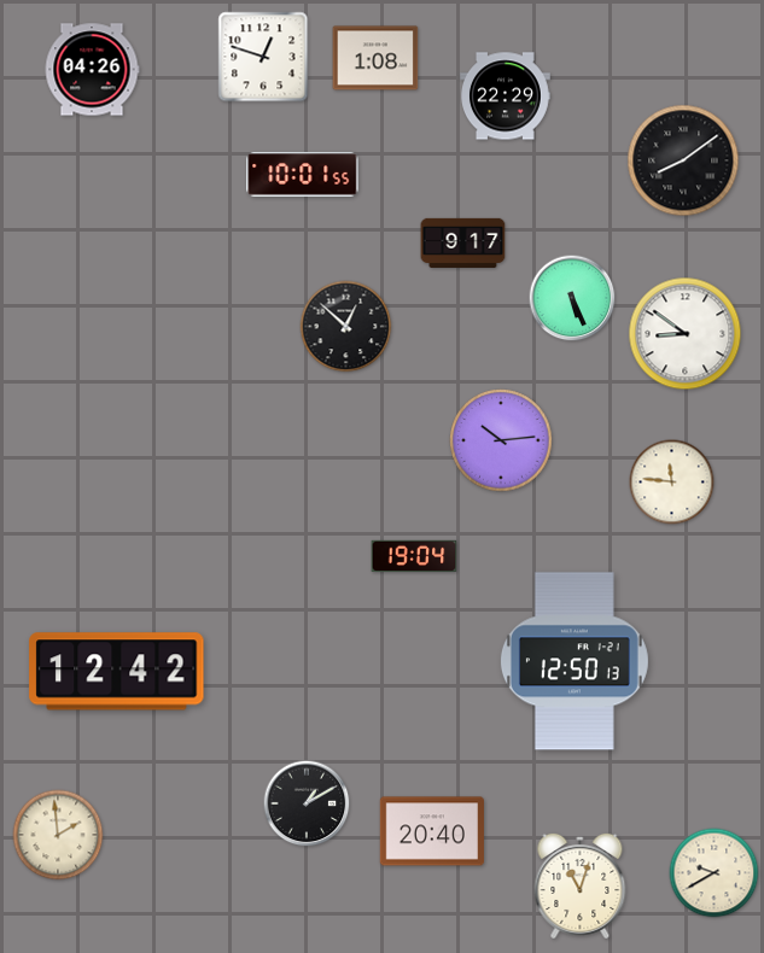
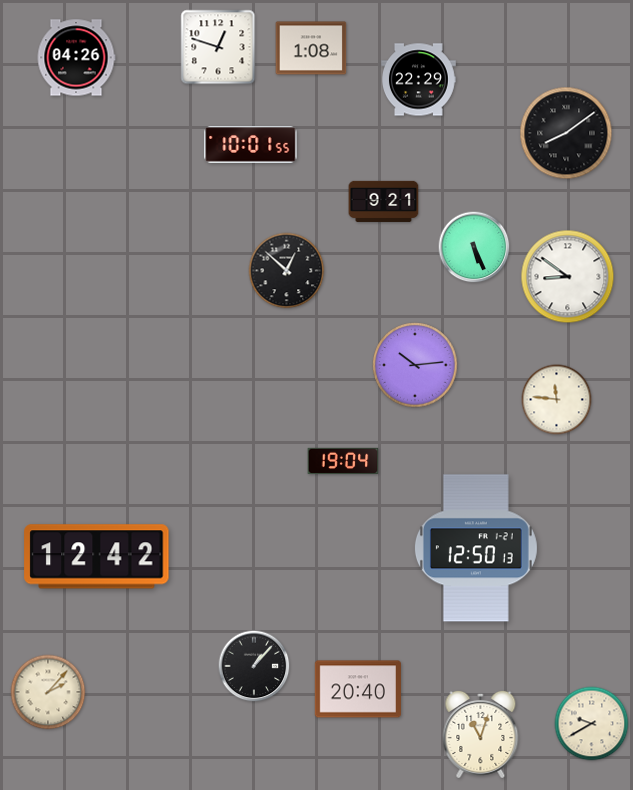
clock at (463, 242): 9:17 -> 9:21
clock at (307, 803): 1:10 -> 1:07
clock at (58, 835): 1:59 -> 2:07
